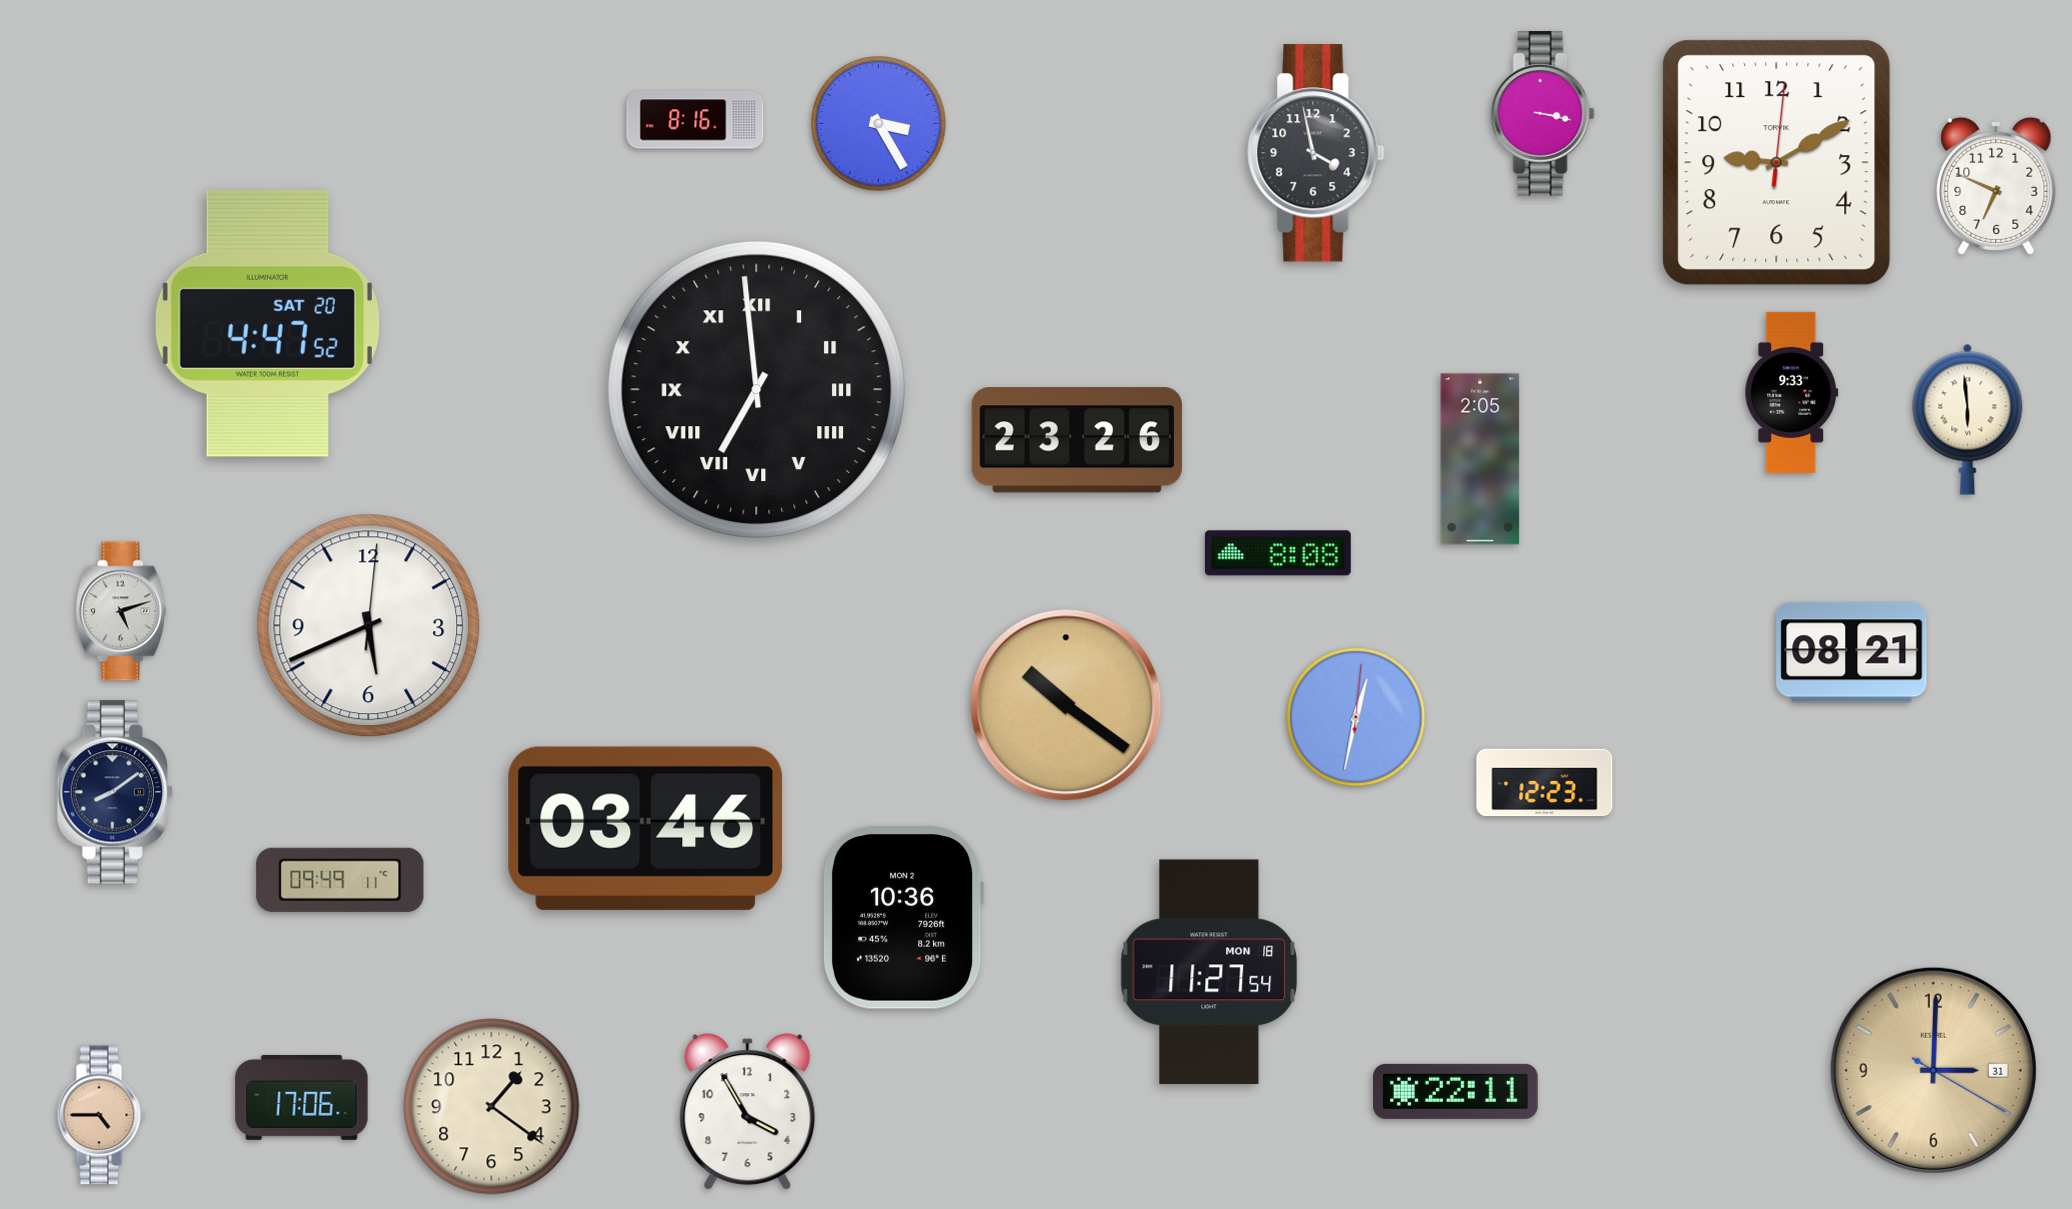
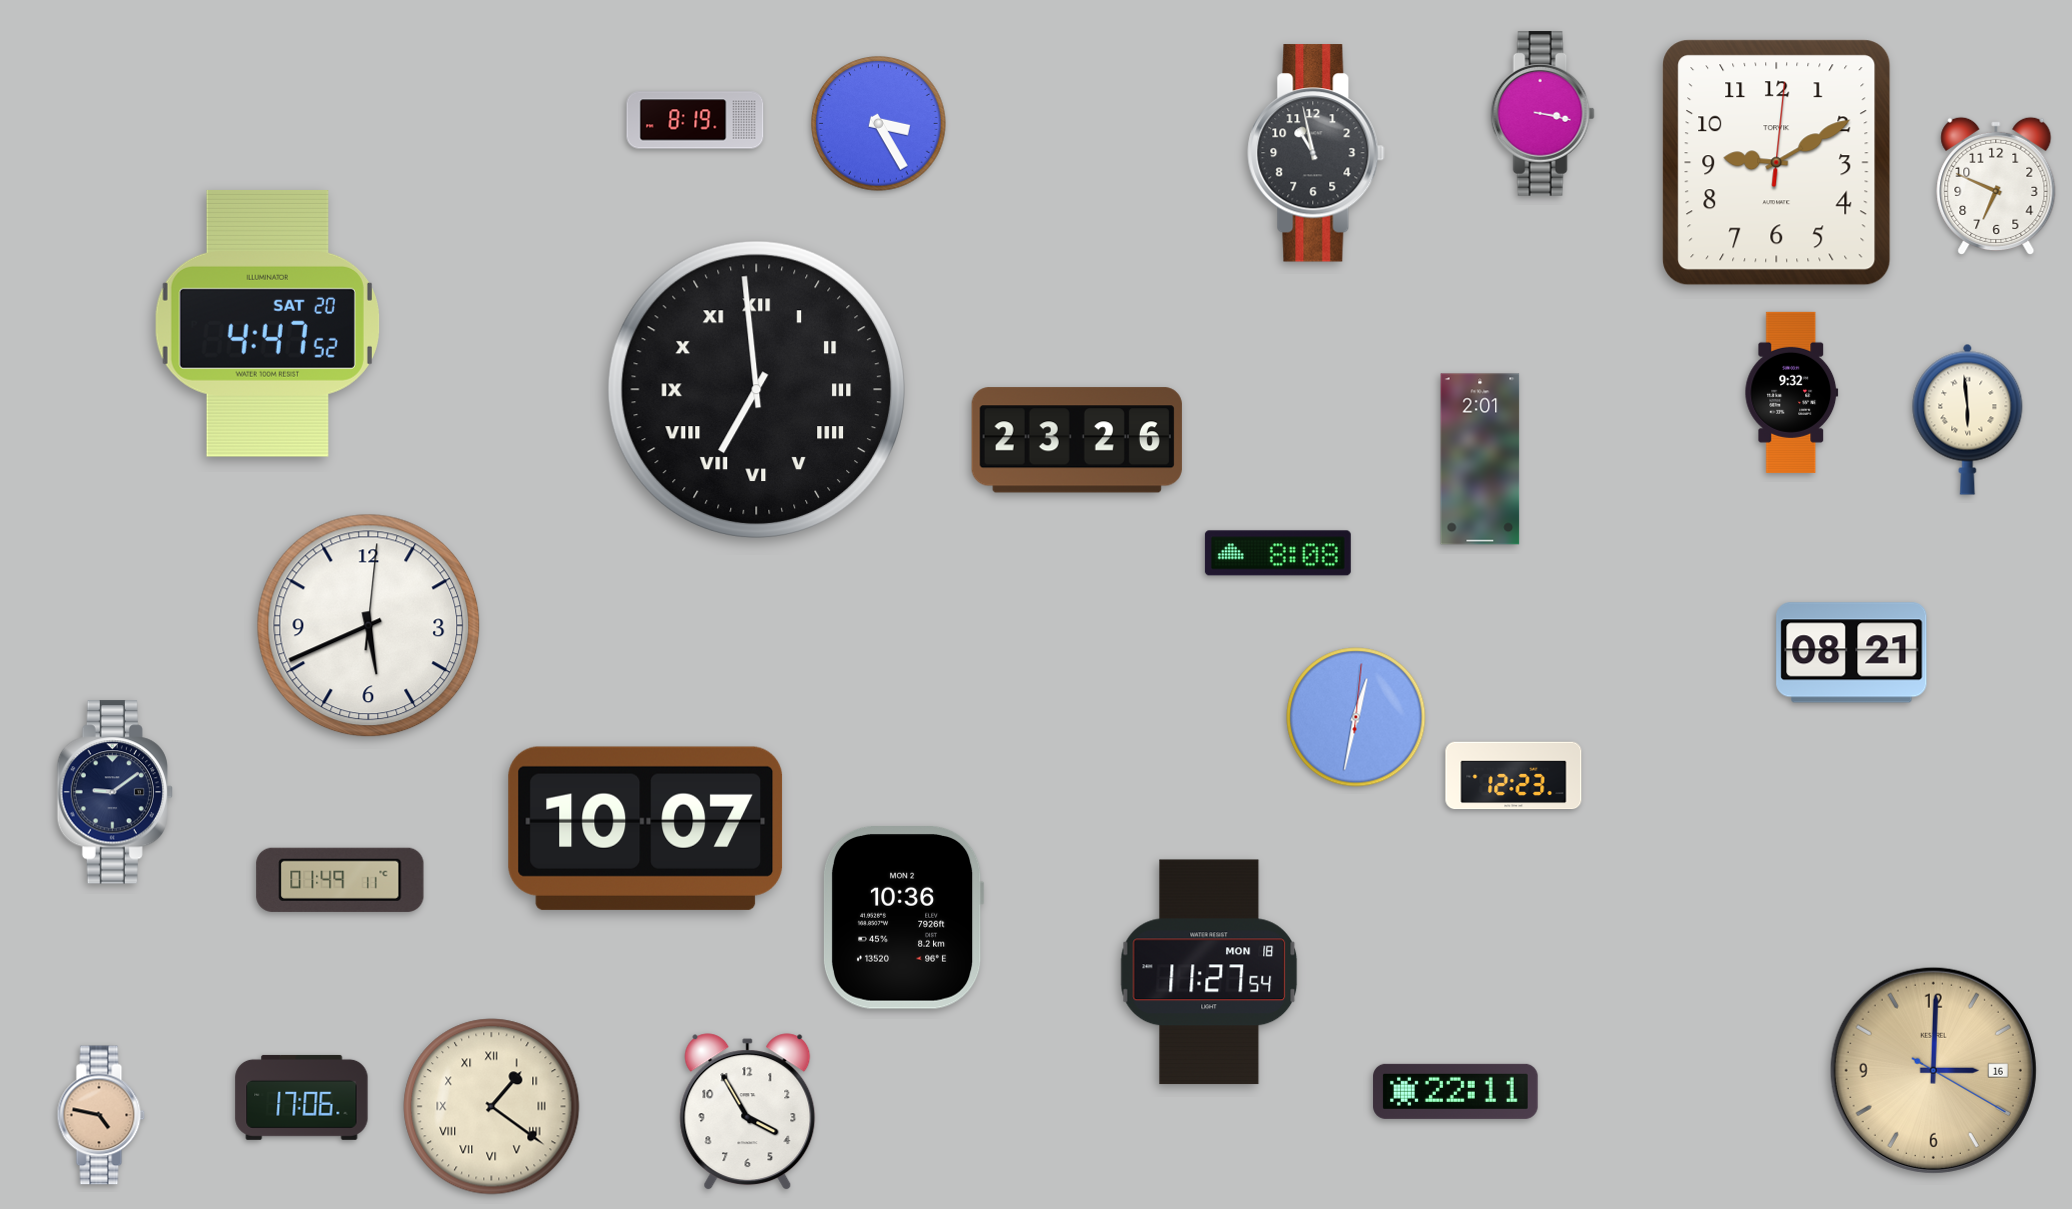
clock at (695, 120): 8:16 -> 8:19
clock at (1316, 153): 3:58 -> 10:58
clock at (1792, 392): 9:33 -> 9:32
clock at (1480, 459): 2:05 -> 2:01
clock at (121, 611): 5:12 -> none
clock at (1066, 705): 10:21 -> none
clock at (1545, 783) position: (1545, 783) -> (1514, 776)
clock at (115, 792): 8:09 -> 9:09
clock at (646, 828): 03:46 -> 10:07
clock at (340, 880): 09:49 -> 01:49
clock at (1933, 1070) date: 31 -> 16
clock at (492, 1107) numerals: Arabic -> Roman
clock at (101, 1115): 4:45 -> 4:47
